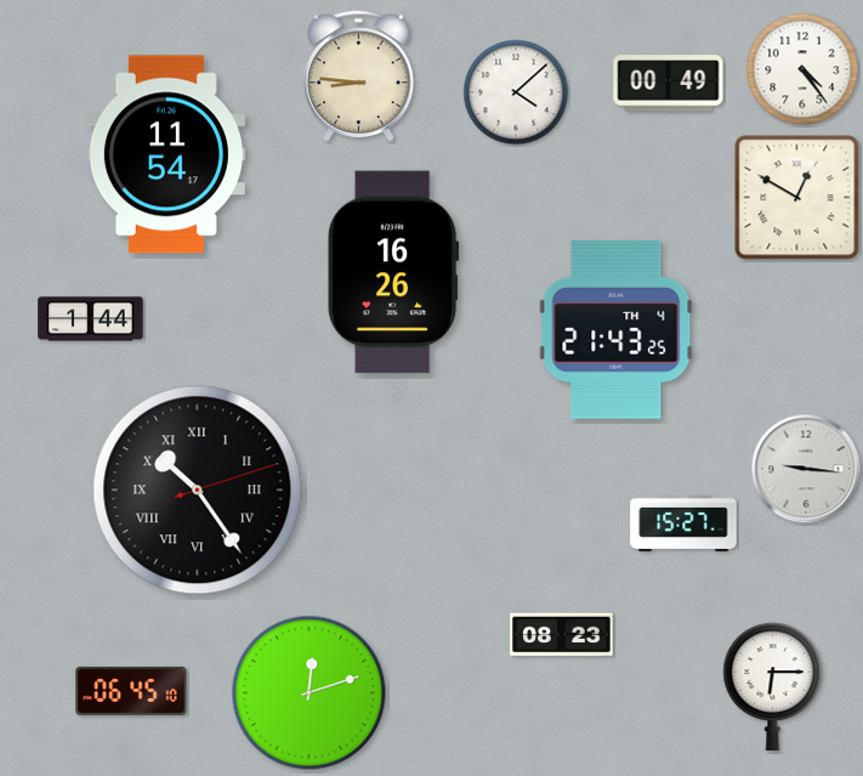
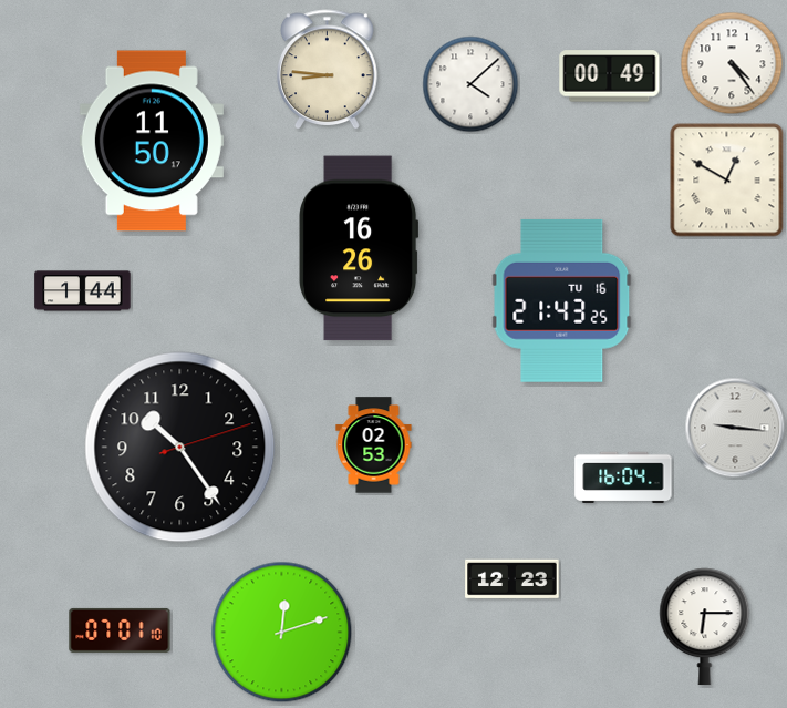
clock at (166, 154): 11:54 -> 11:50
clock at (617, 329) date: TH 4 -> TU 16
clock at (374, 445): none -> 02:53
clock at (198, 491) numerals: Roman -> Arabic
clock at (683, 522): 15:27 -> 16:04
clock at (562, 635): 08:23 -> 12:23
clock at (131, 691): 06:45 -> 07:01
